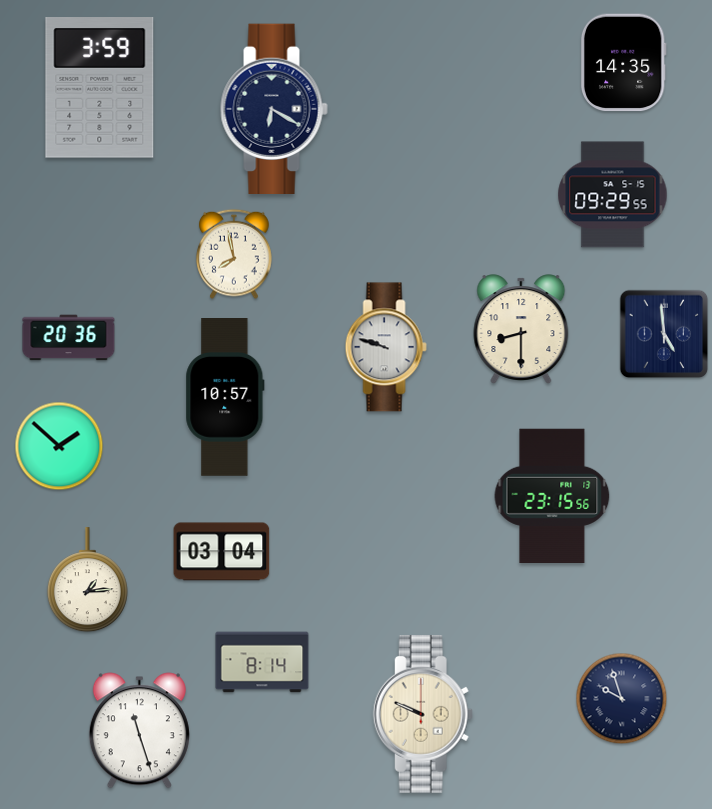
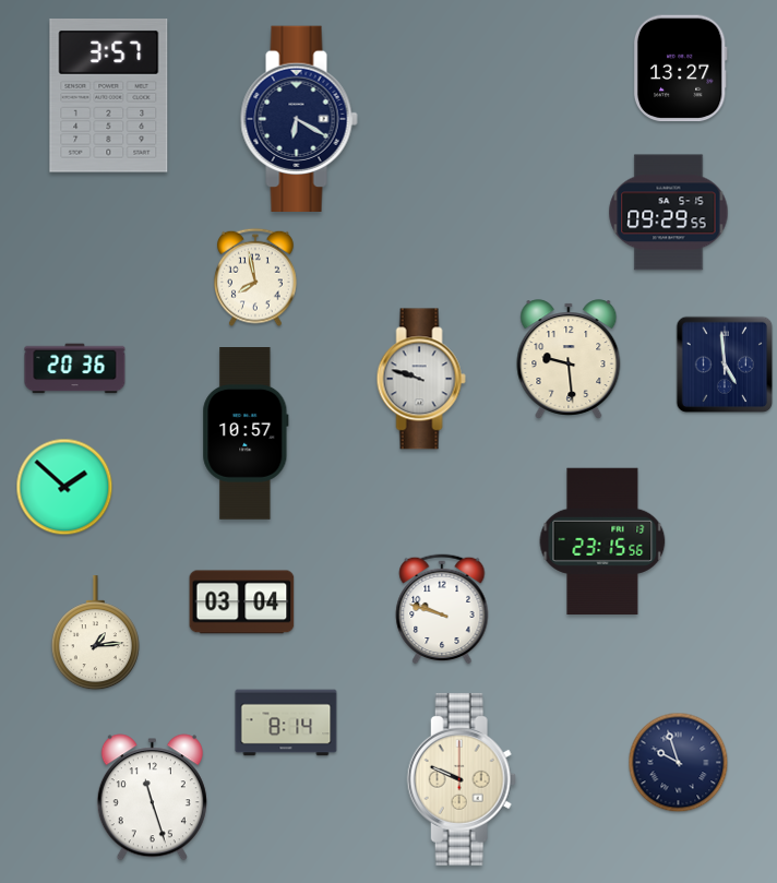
clock at (623, 63): 14:35 -> 13:27
clock at (100, 88): 3:59 -> 3:57
clock at (521, 329): 8:30 -> 9:29
clock at (442, 609): none -> 9:48
